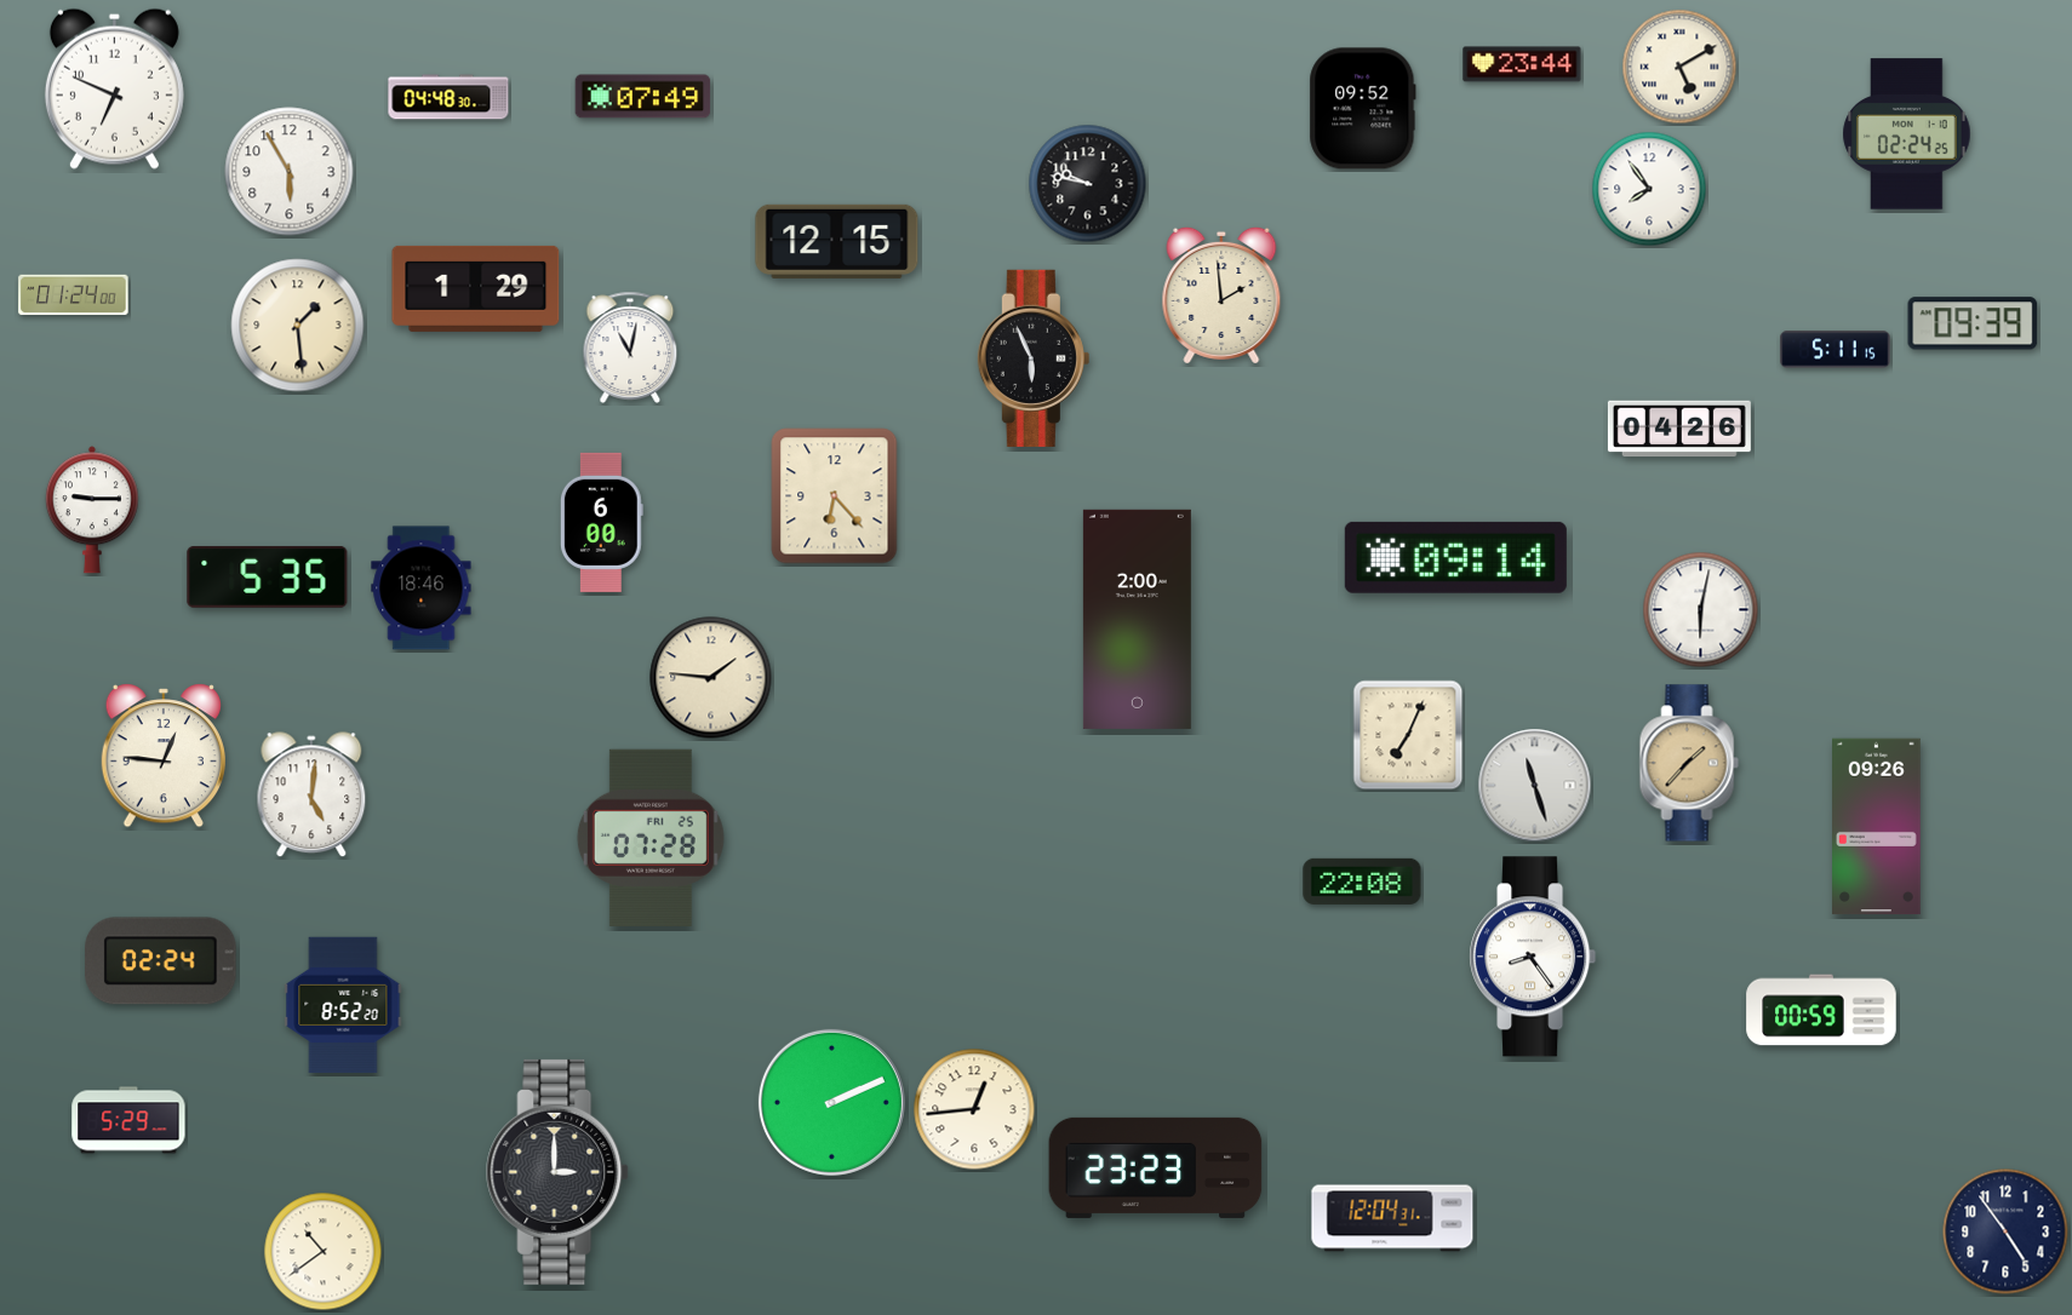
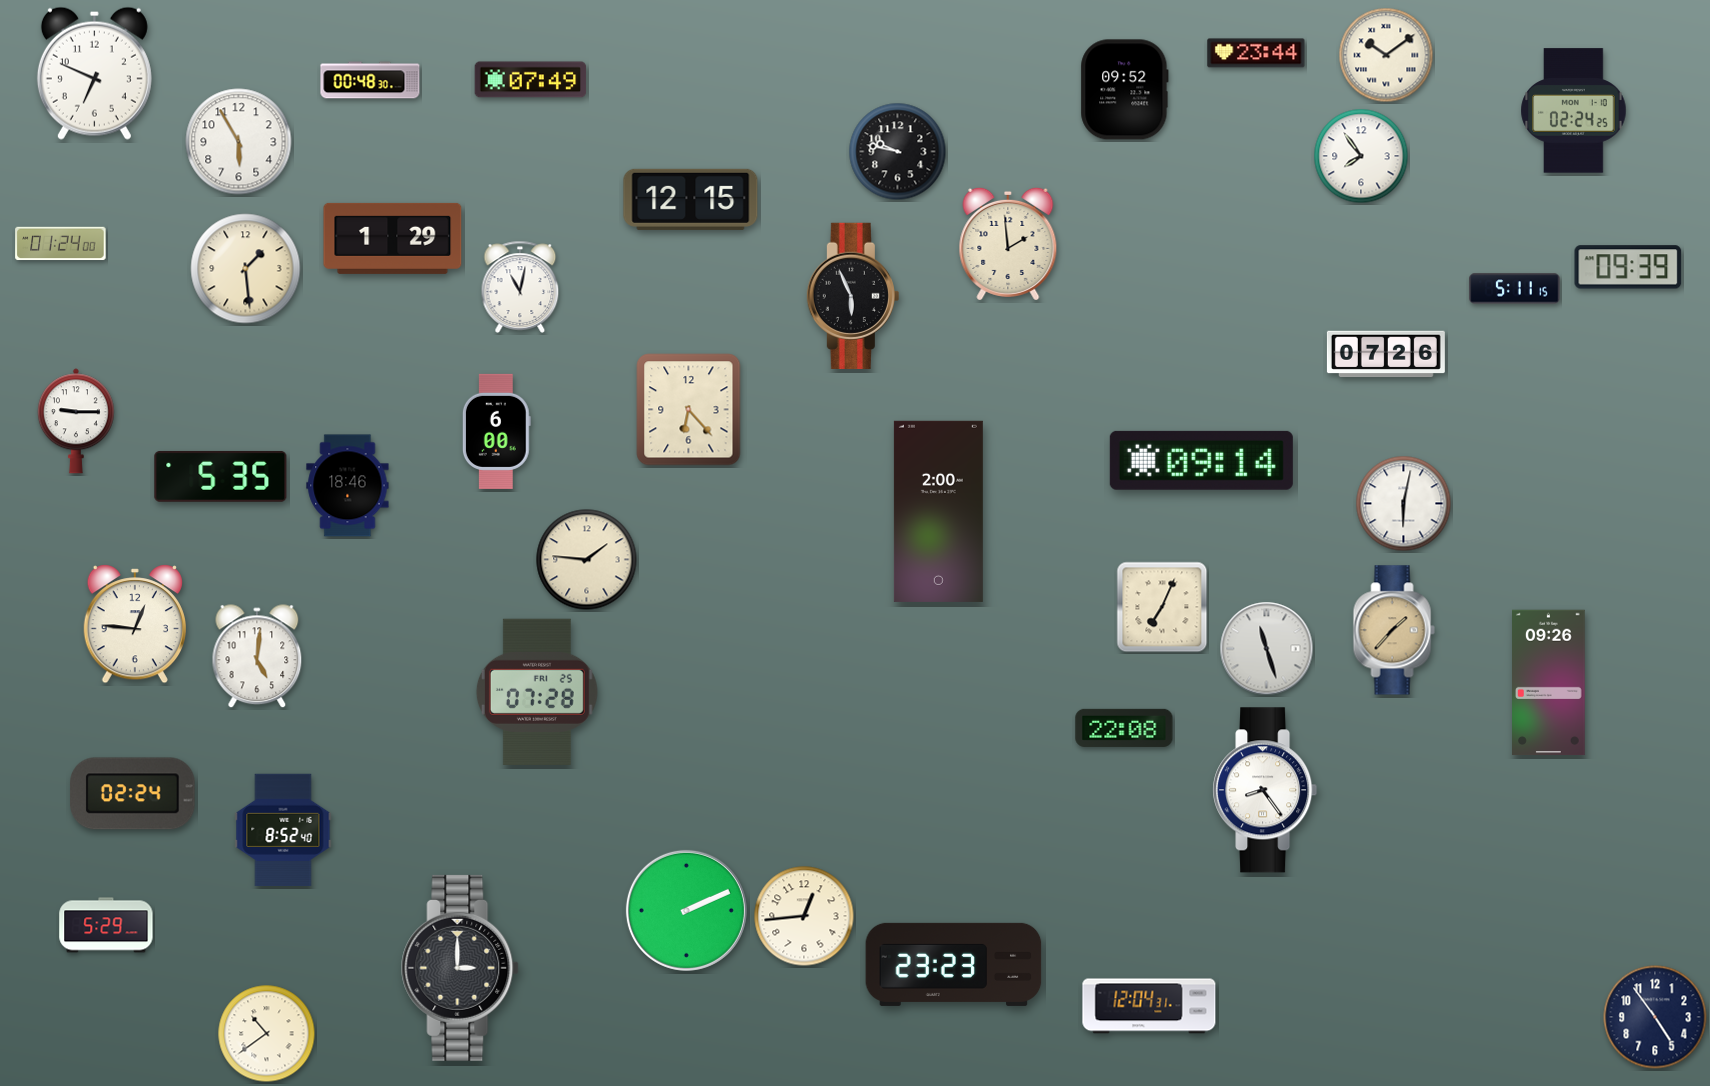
clock at (1679, 67): 5:10 -> 10:09
clock at (448, 97): 04:48 -> 00:48
clock at (1679, 429): 04:26 -> 07:26
clock at (343, 1005): 8:52:20 -> 8:52:40
clock at (1821, 1010): 00:59 -> none
